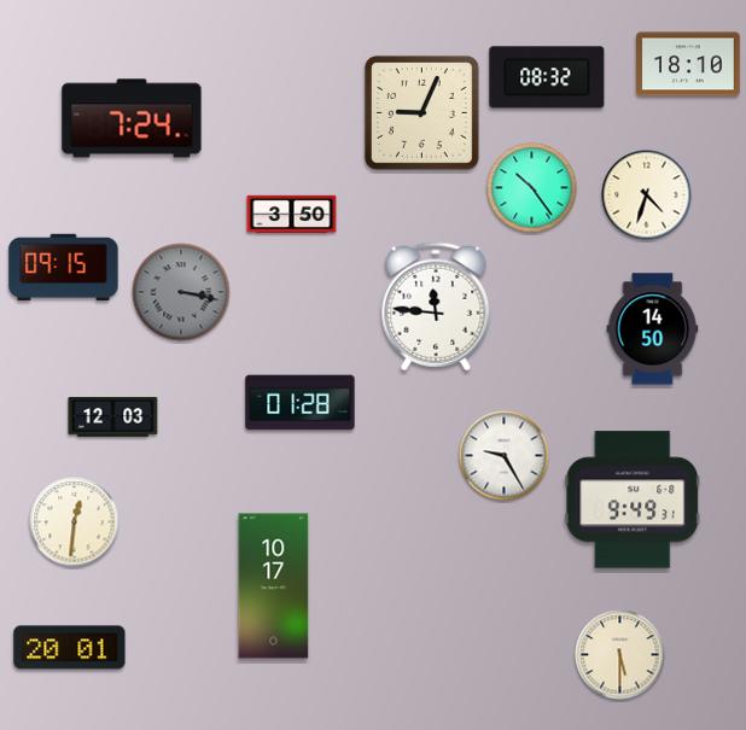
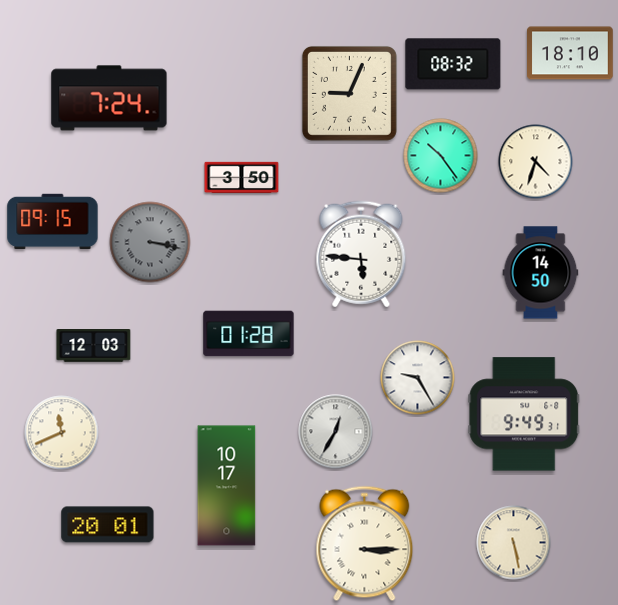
clock at (436, 306): 11:46 -> 5:46
clock at (336, 432): none -> 12:35
clock at (75, 522): 12:31 -> 11:41
clock at (70, 648) position: (70, 648) -> (108, 525)
clock at (620, 655): 5:30 -> 5:28
clock at (365, 544): none -> 3:15
